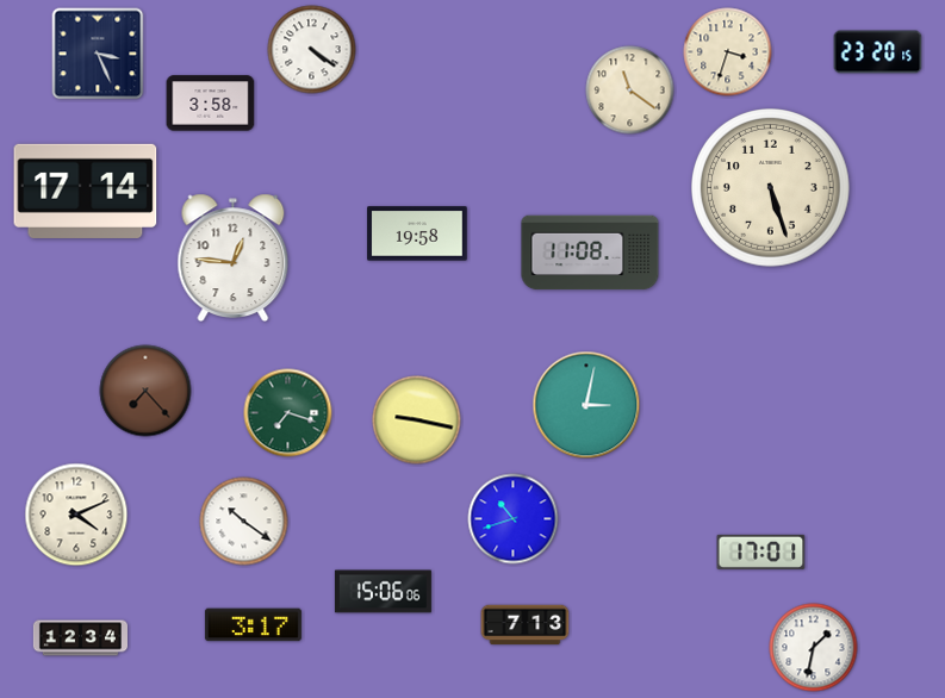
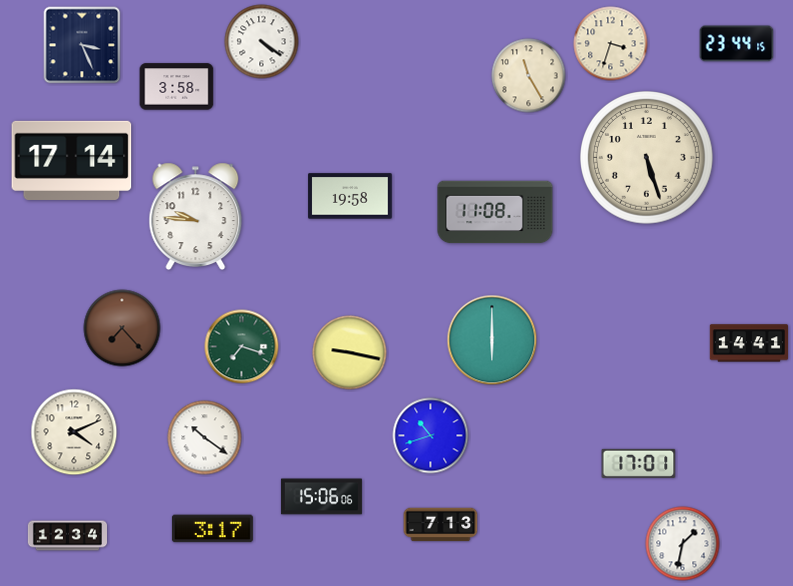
clock at (878, 52): 23:20 -> 23:44
clock at (630, 91): 11:21 -> 11:25
clock at (234, 257): 12:46 -> 9:46
clock at (586, 405): 3:02 -> 6:00
clock at (748, 343): none -> 14:41
clock at (76, 515) position: (76, 515) -> (74, 432)
clock at (253, 625) position: (253, 625) -> (212, 529)
